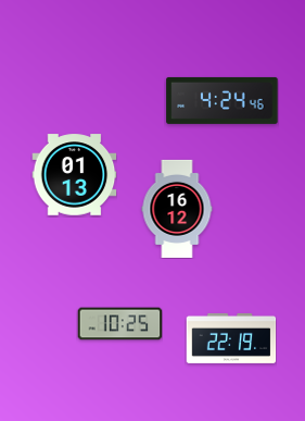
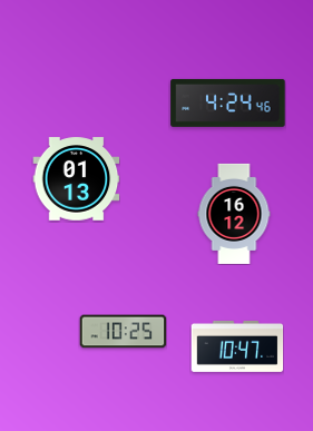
clock at (177, 209) position: (177, 209) -> (234, 214)
clock at (231, 338): 22:19 -> 10:47
